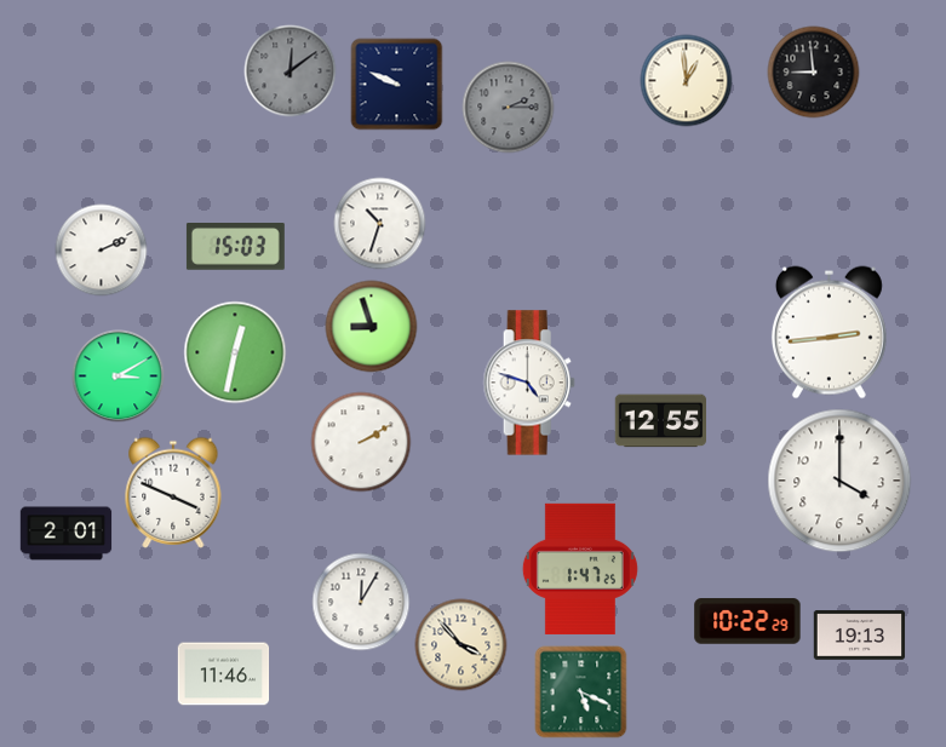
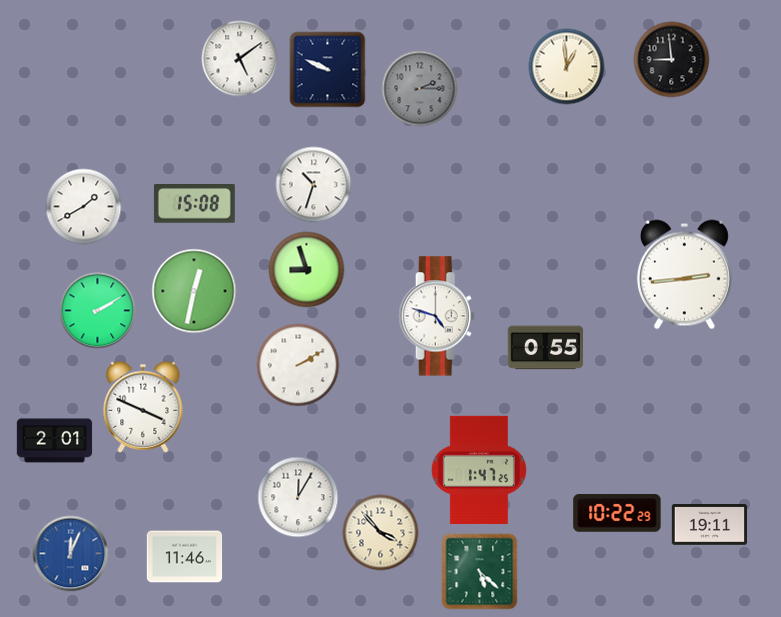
clock at (291, 71): 12:09 -> 5:09
clock at (291, 71) dial: grey -> white
clock at (235, 247): 15:03 -> 15:08
clock at (102, 251): 2:11 -> 1:40
clock at (119, 377): 3:10 -> 2:10
clock at (660, 421): 12:55 -> 0:55
clock at (839, 481): 4:00 -> none
clock at (860, 636): 19:13 -> 19:11
clock at (71, 554): none -> 12:04
clock at (581, 693): 5:19 -> 5:22
